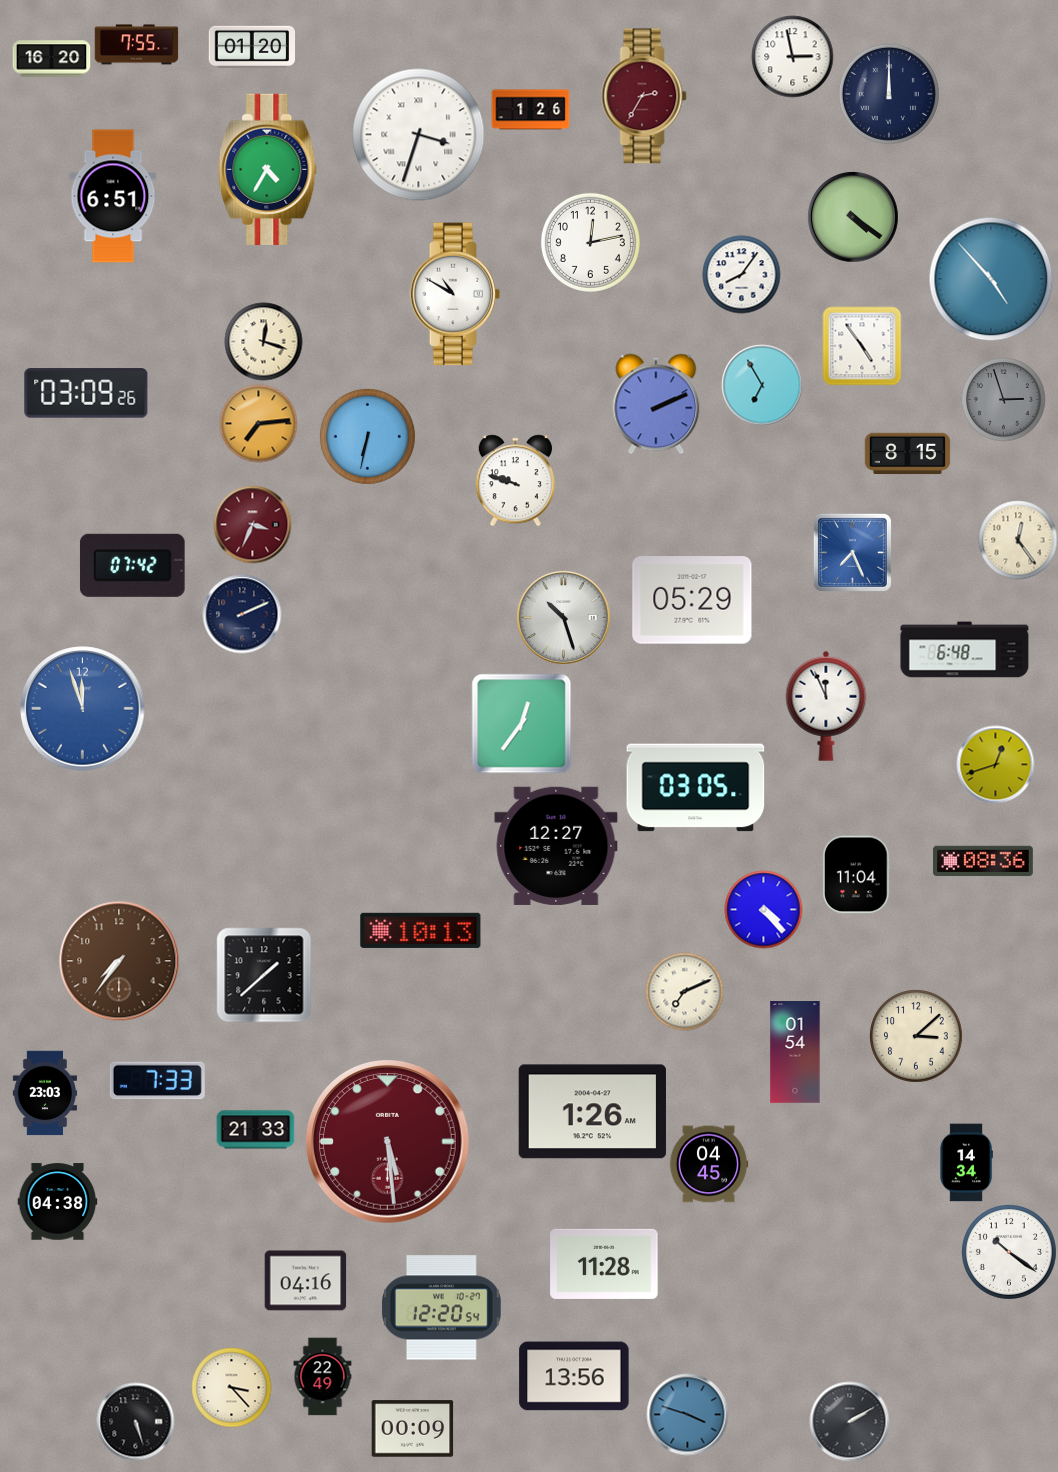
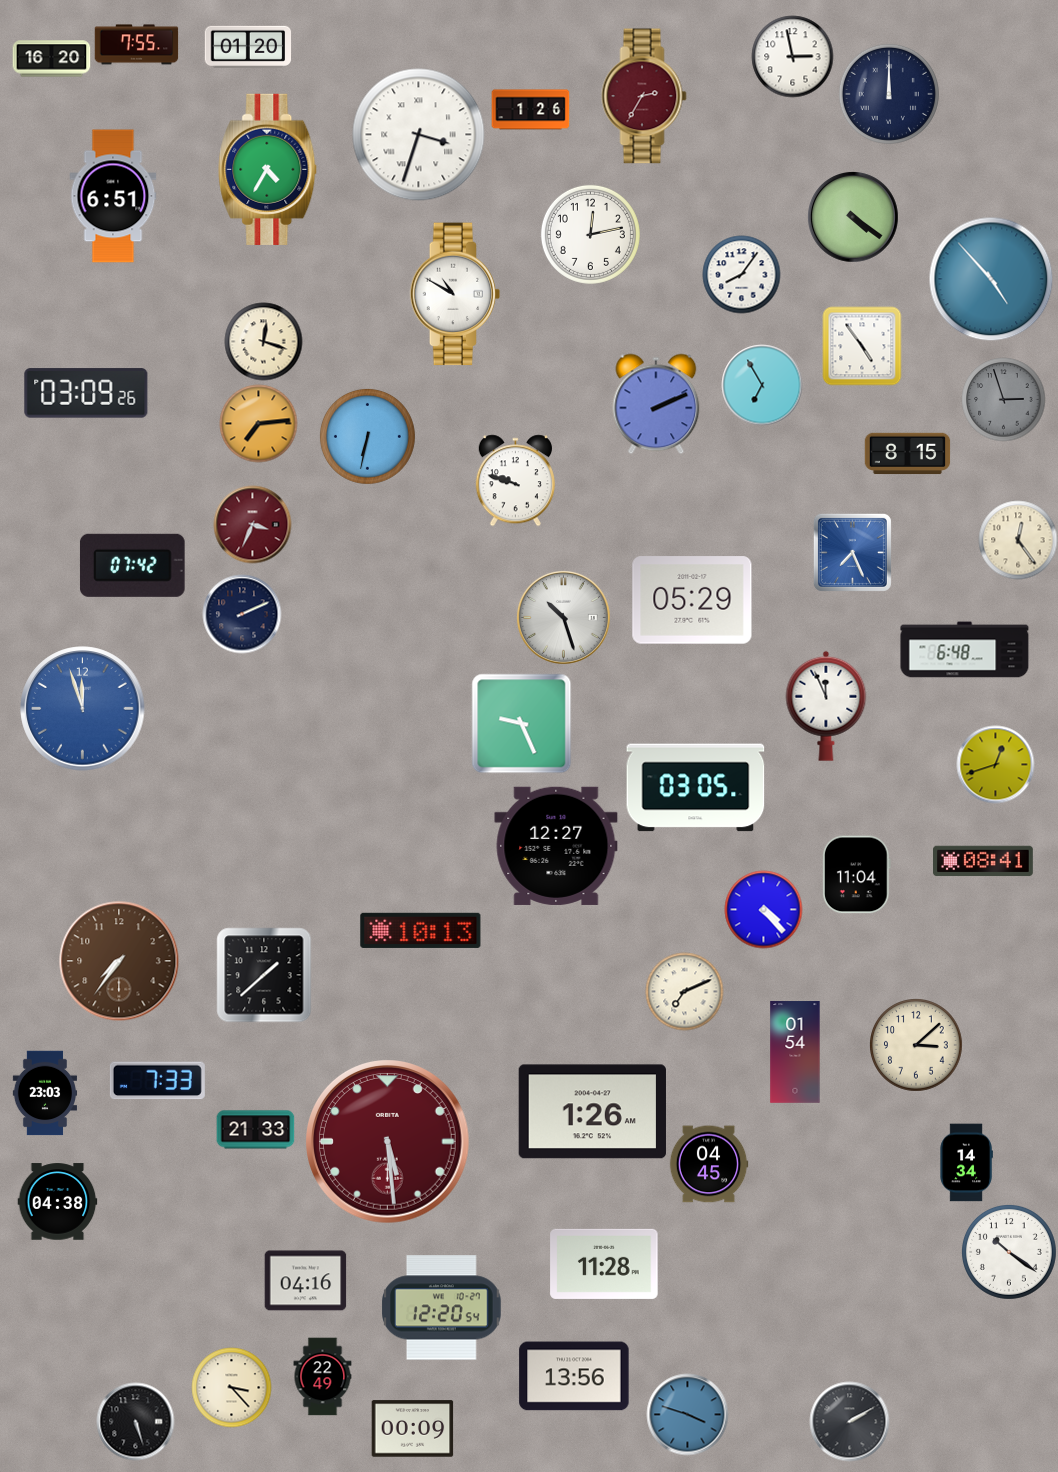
clock at (252, 47) position: (252, 47) -> (248, 47)
clock at (590, 242) position: (590, 242) -> (590, 234)
clock at (521, 723): 12:36 -> 9:26
clock at (984, 861): 08:36 -> 08:41
clock at (916, 1036) position: (916, 1036) -> (916, 1045)
